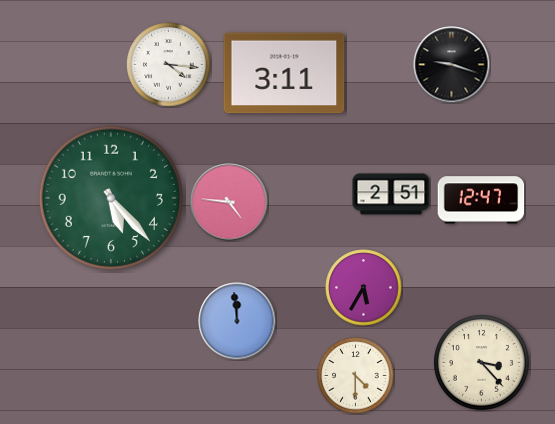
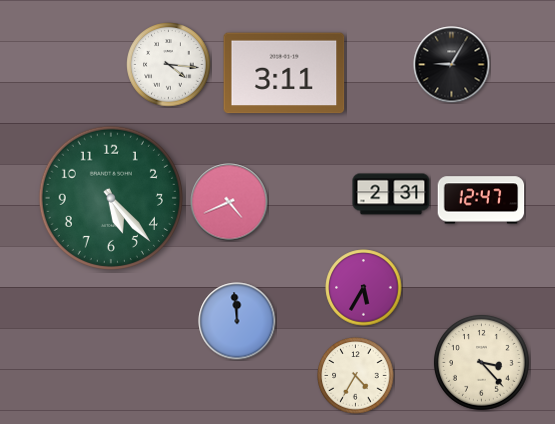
clock at (452, 65): 9:18 -> 9:05
clock at (391, 194): 2:51 -> 2:31
clock at (229, 202): 4:46 -> 4:41
clock at (356, 376): 4:30 -> 4:35
